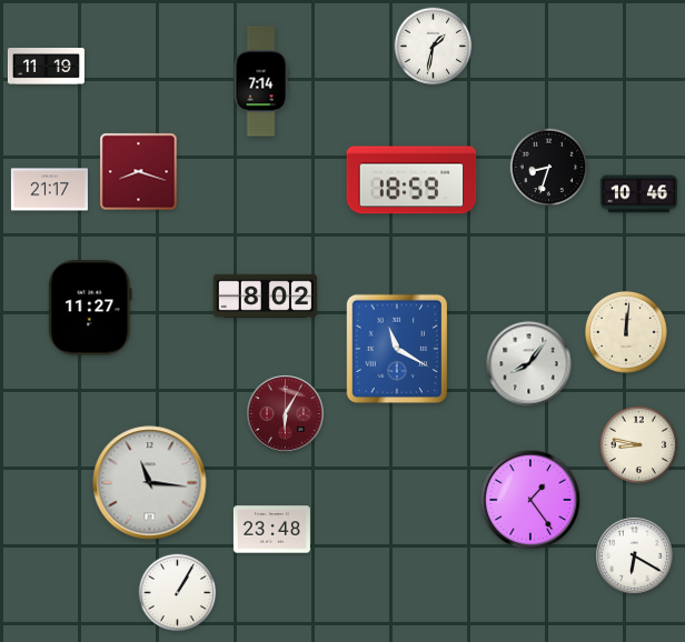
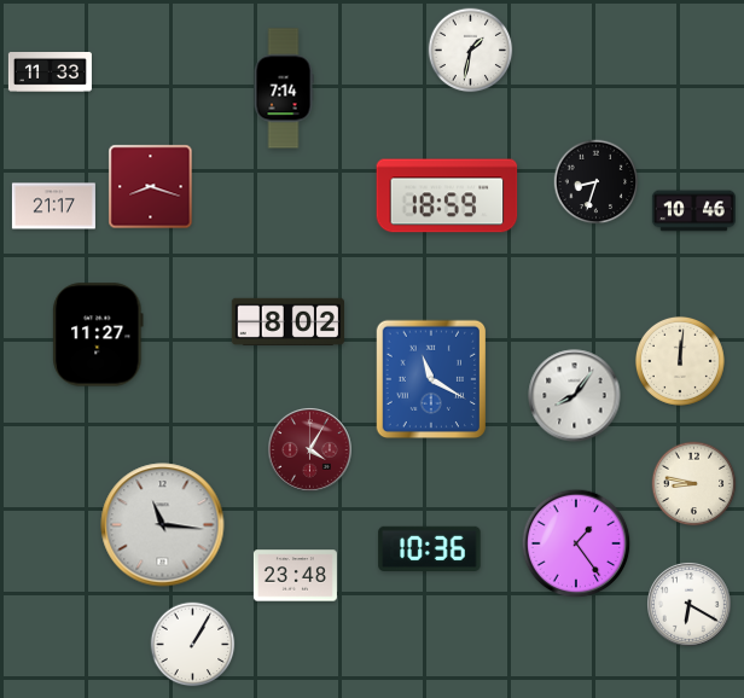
clock at (46, 67): 11:19 -> 11:33
clock at (286, 414): 6:05 -> 4:05
clock at (430, 548): none -> 10:36
